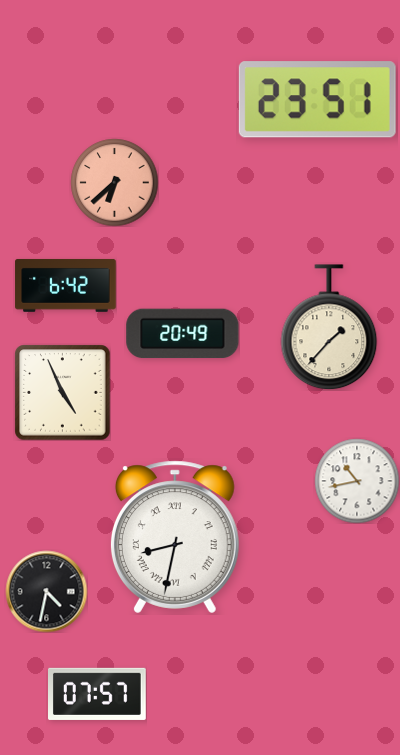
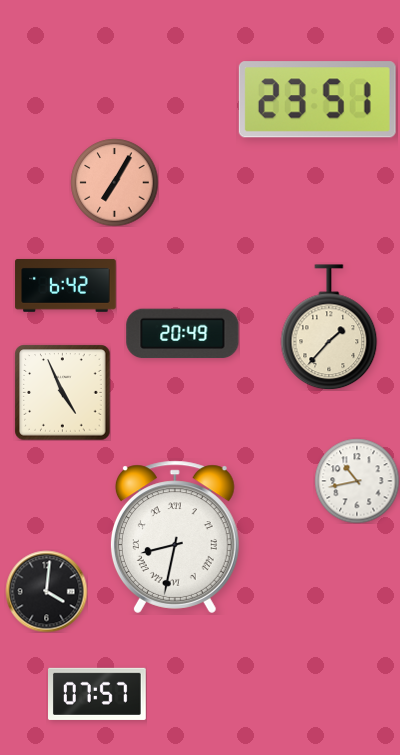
clock at (114, 182): 6:38 -> 7:05
clock at (46, 591): 4:32 -> 4:01
